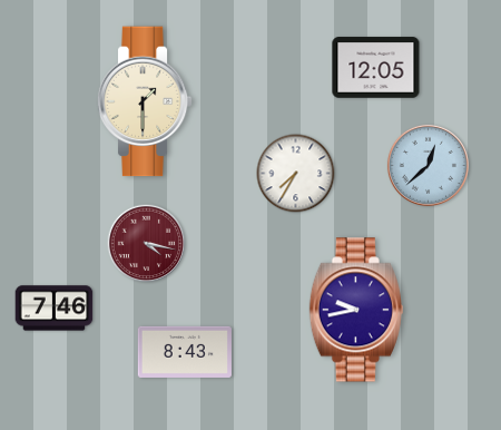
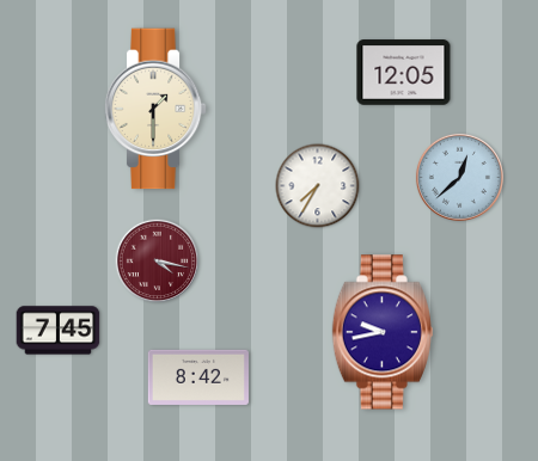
clock at (55, 309): 7:46 -> 7:45
clock at (185, 352): 8:43 -> 8:42
